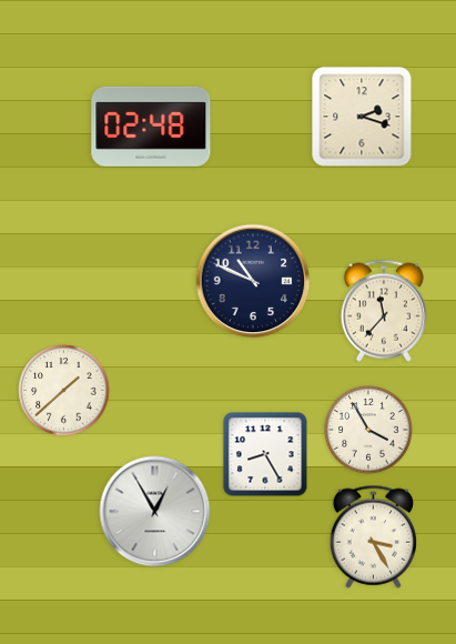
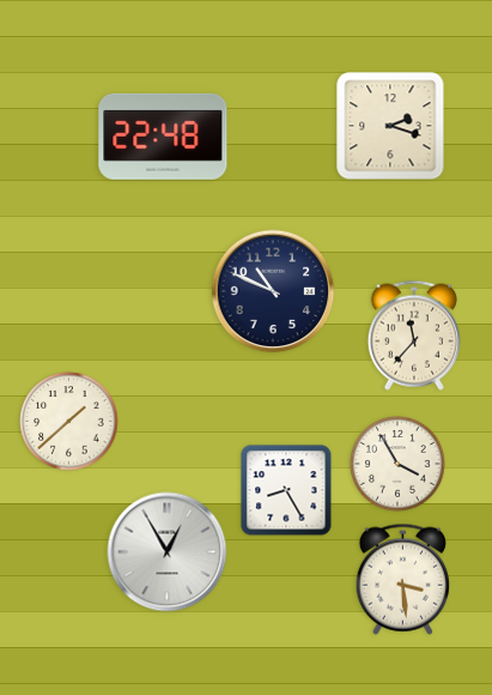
clock at (151, 127): 02:48 -> 22:48
clock at (253, 281) position: (253, 281) -> (273, 291)
clock at (373, 536): 3:25 -> 3:29
